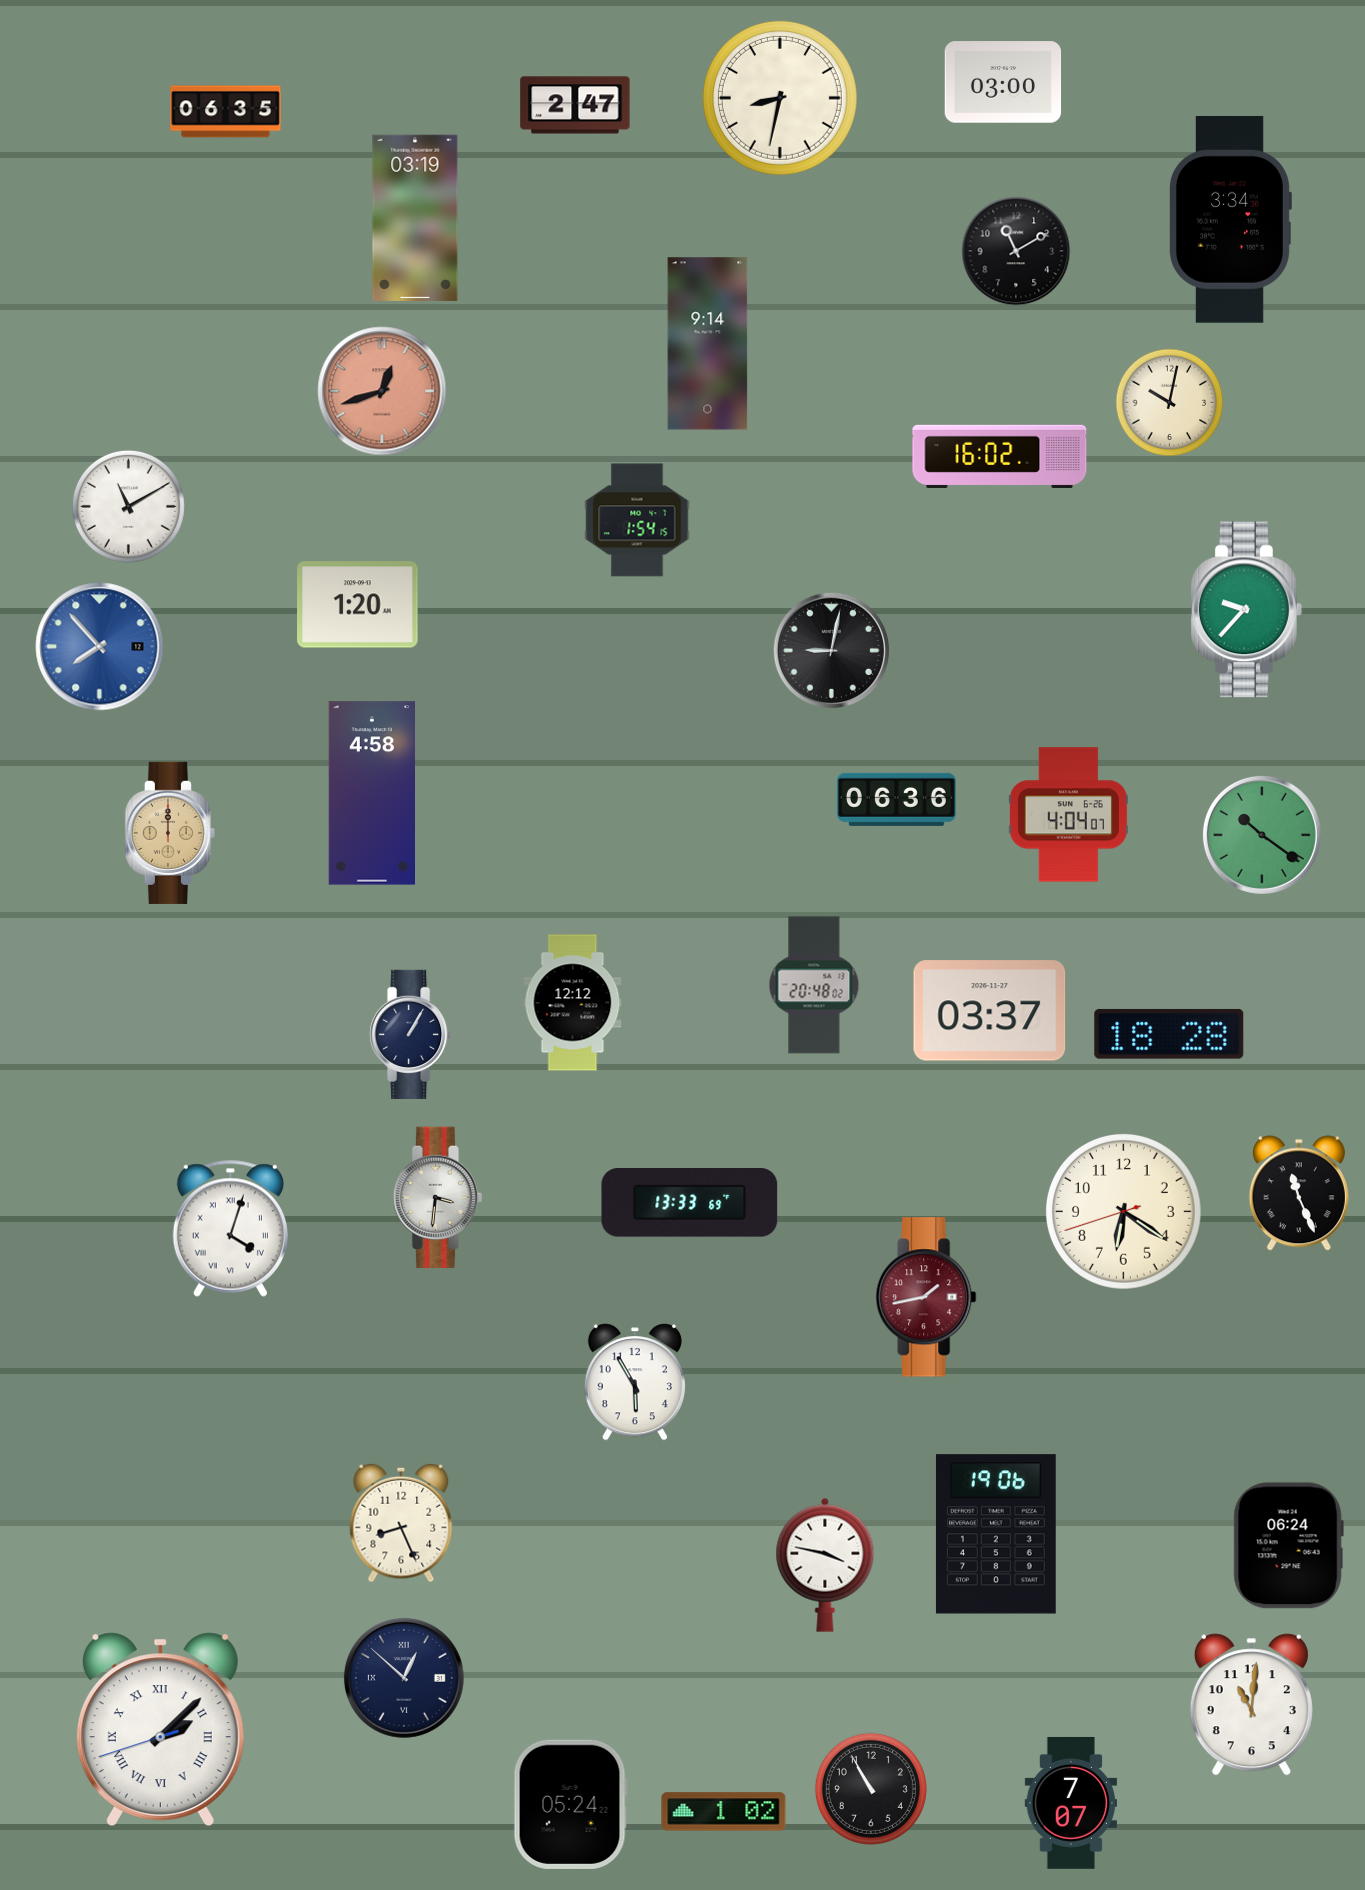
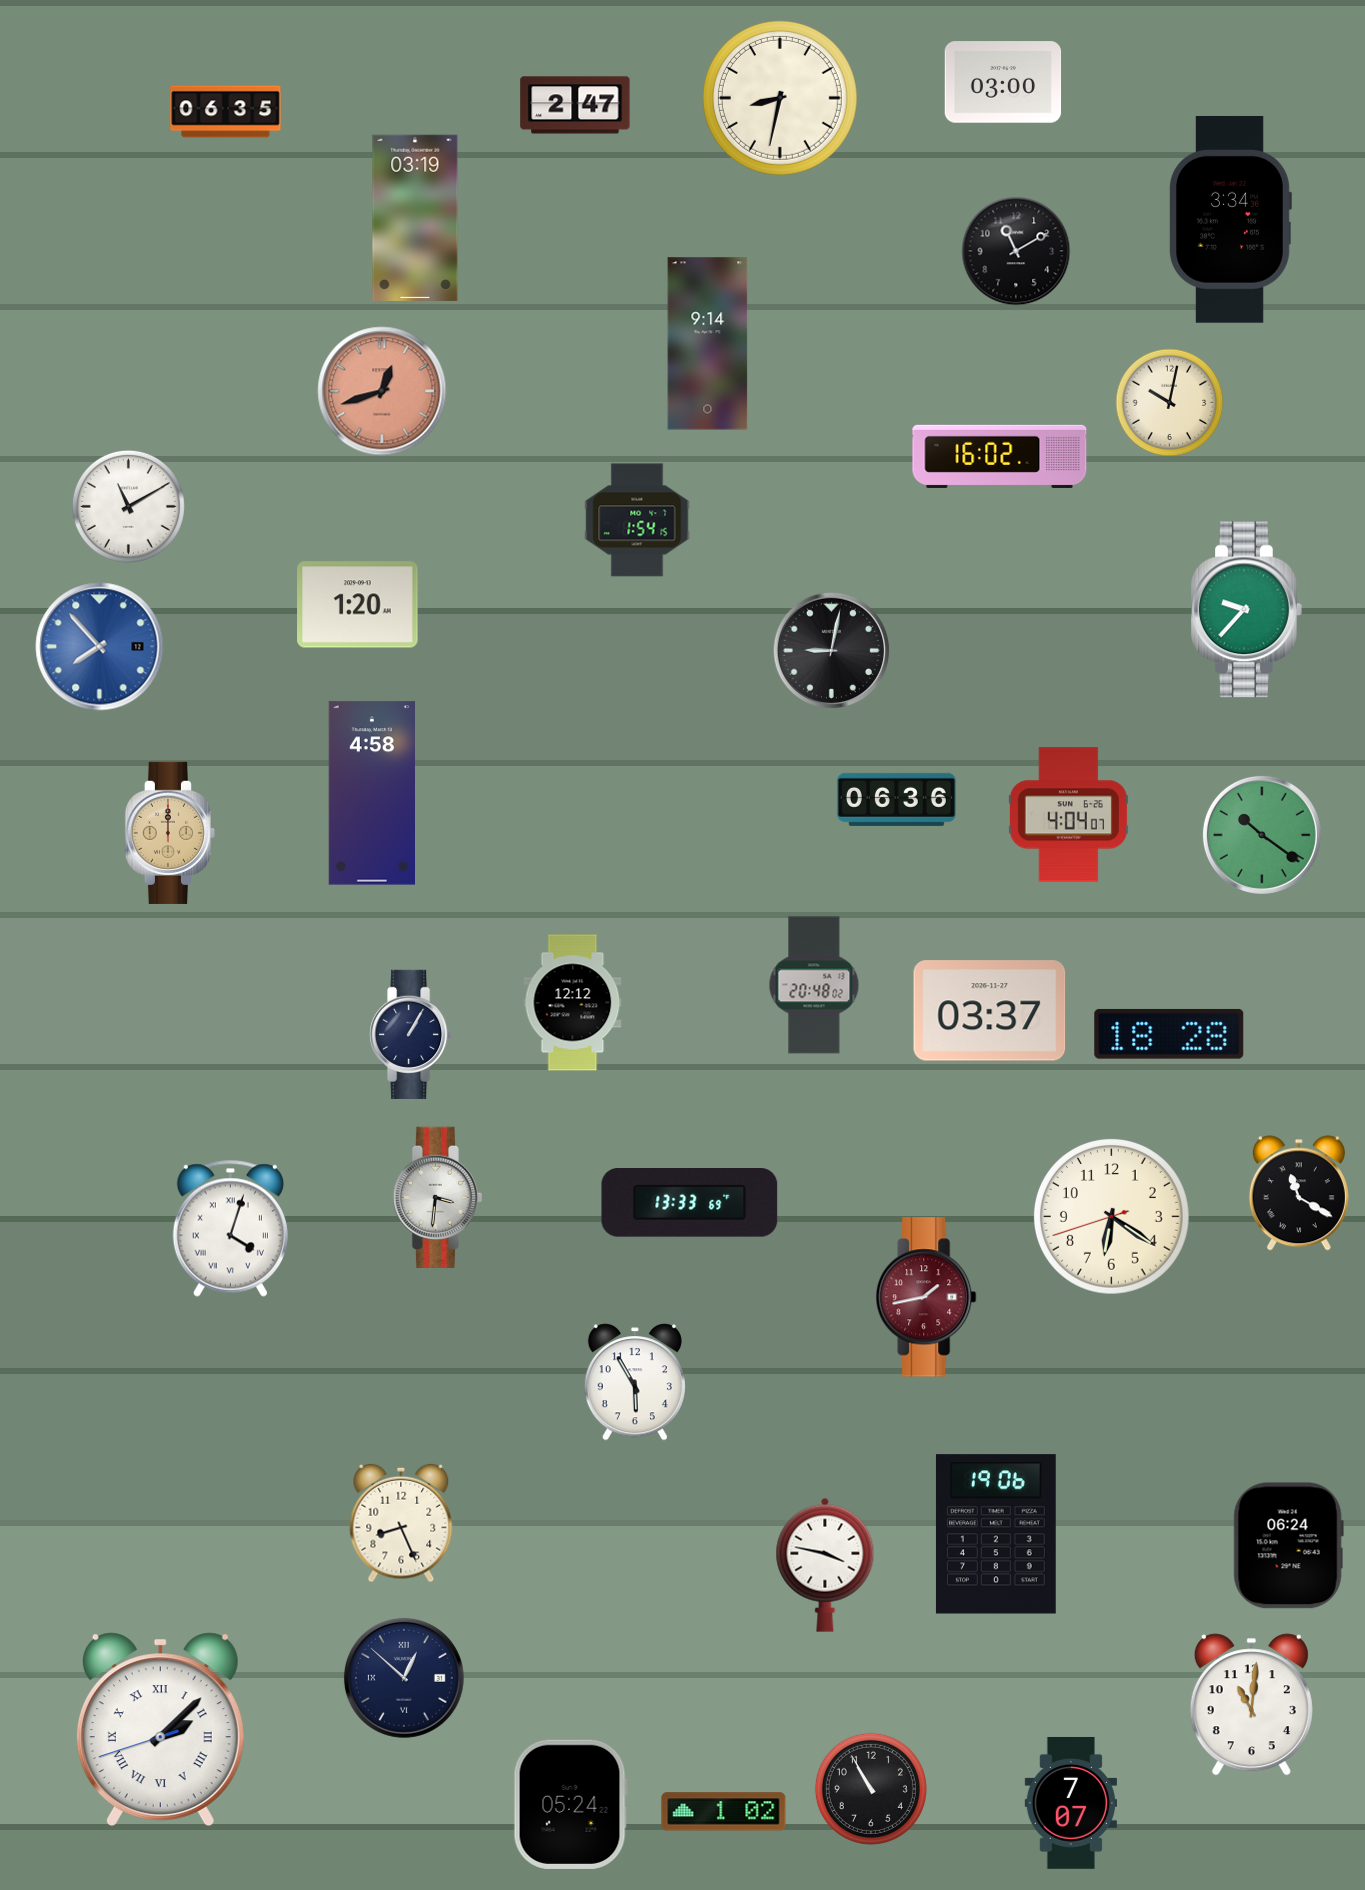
clock at (1299, 1193): 11:26 -> 11:20
clock at (1123, 1211) position: (1123, 1211) -> (1111, 1216)
